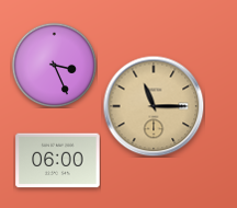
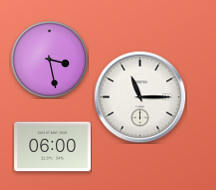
clock at (54, 65): 3:26 -> 3:28
clock at (154, 106) dial: champagne -> white
